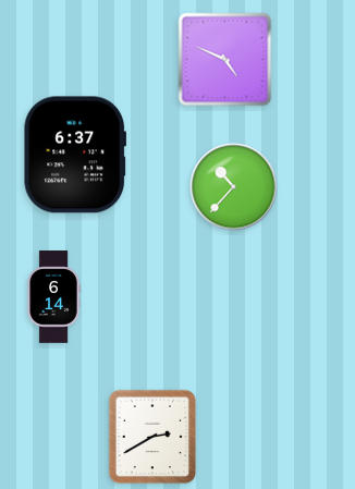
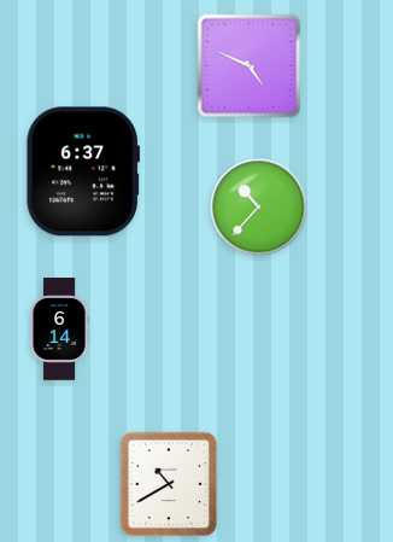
clock at (152, 437): 2:40 -> 10:40
